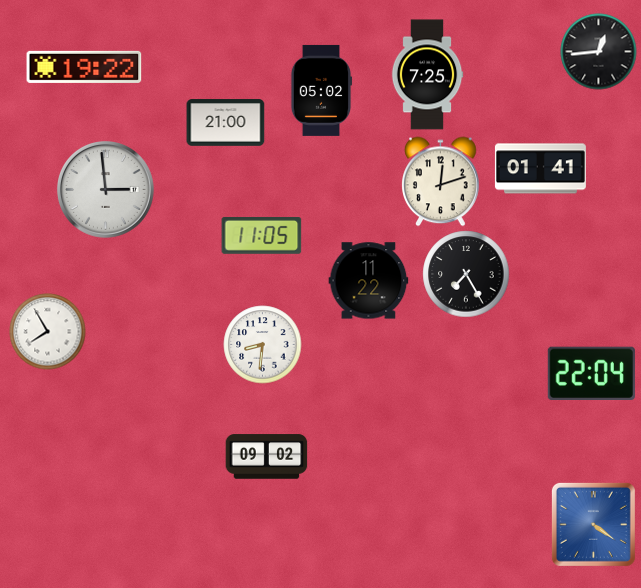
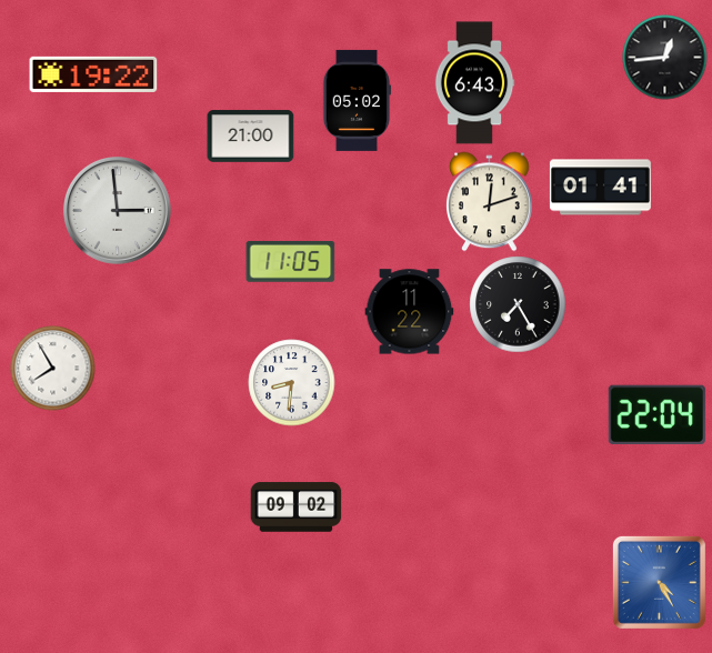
clock at (427, 75): 7:25 -> 6:43
clock at (593, 524): 4:21 -> 4:25
